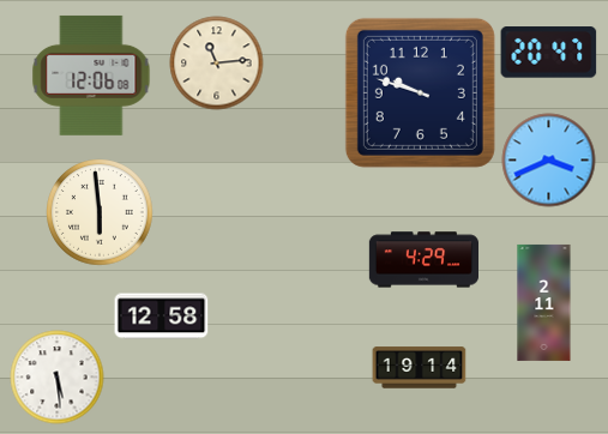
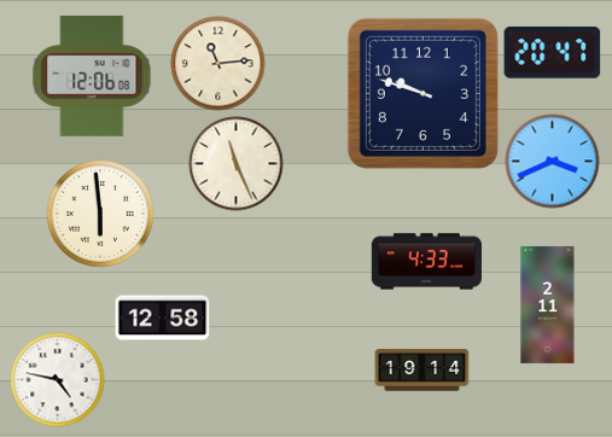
clock at (235, 163): none -> 11:26
clock at (423, 260): 4:29 -> 4:33
clock at (56, 376): 5:29 -> 4:47
